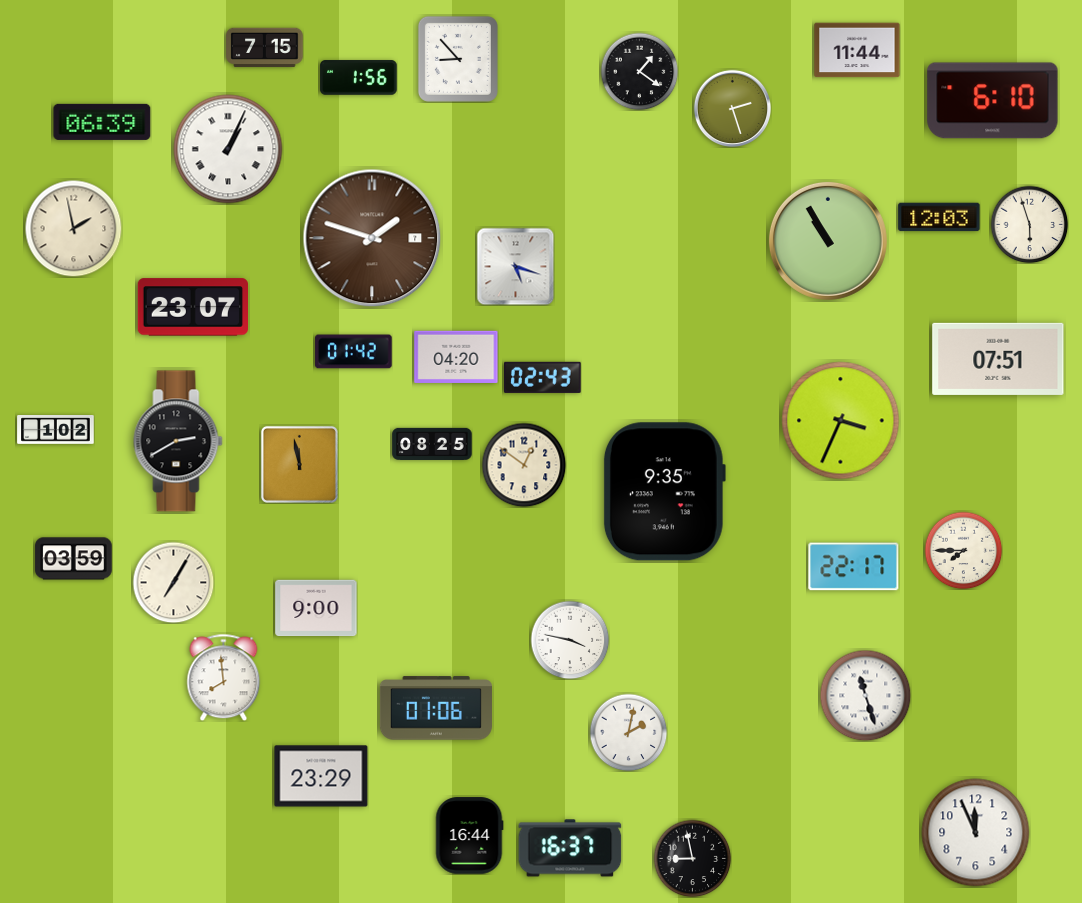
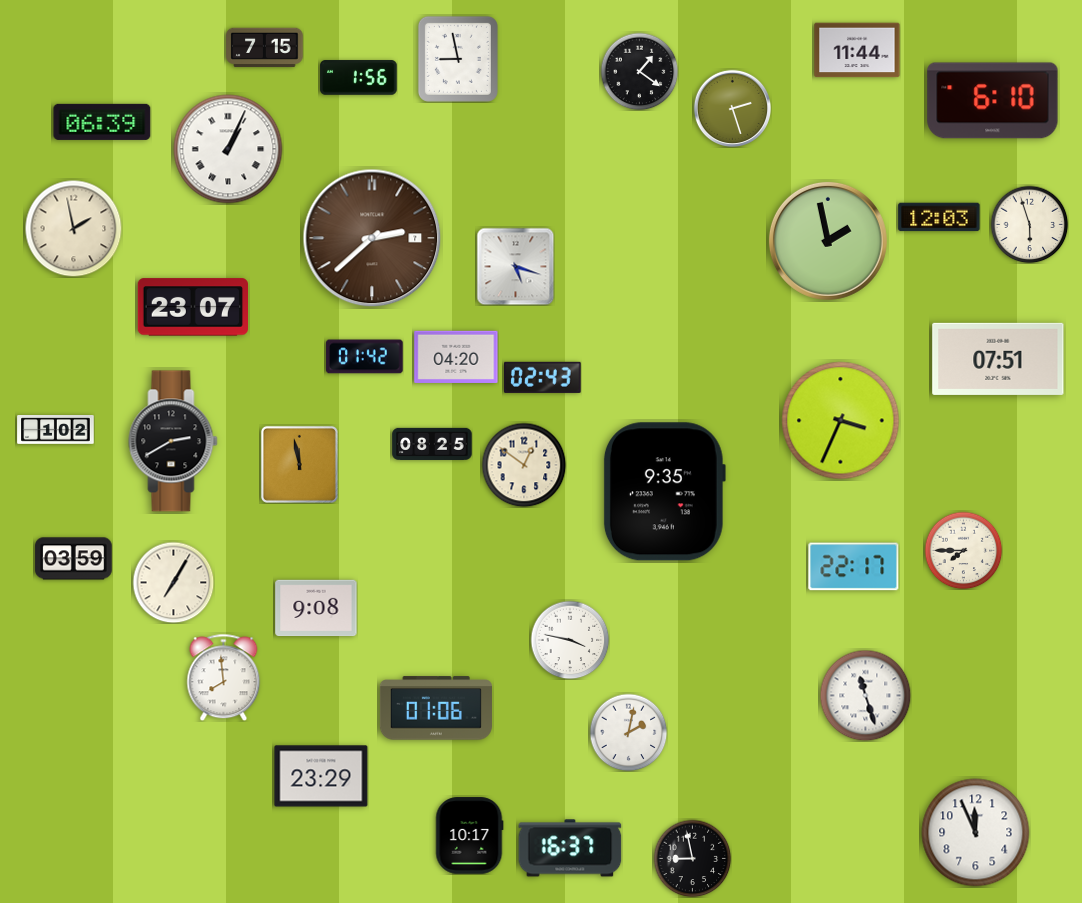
clock at (458, 59): 8:53 -> 8:58
clock at (372, 238): 1:48 -> 2:38
clock at (828, 241): 10:55 -> 1:58
clock at (354, 352) position: (354, 352) -> (365, 357)
clock at (178, 441) position: (178, 441) -> (173, 441)
clock at (316, 608): 9:00 -> 9:08
clock at (469, 836): 16:44 -> 10:17
